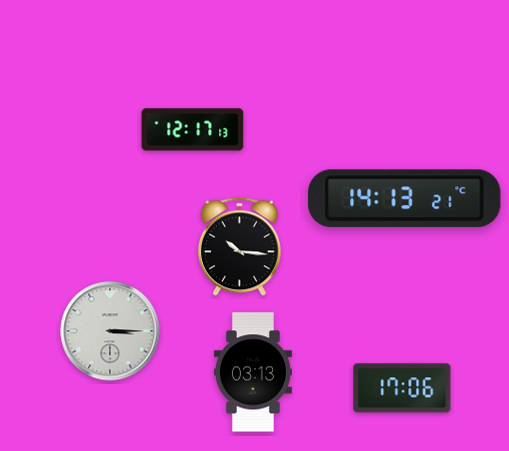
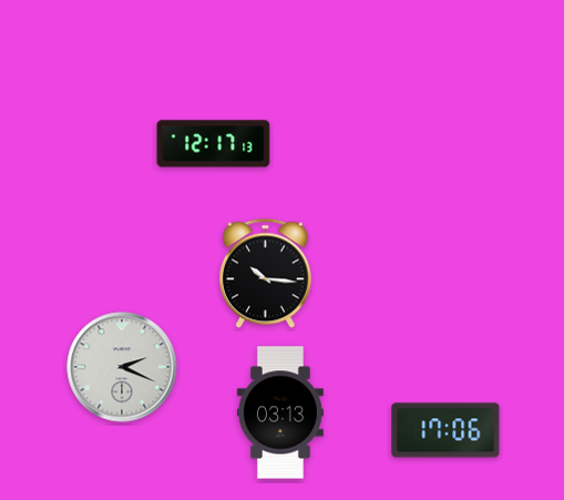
clock at (405, 199): 14:13 -> none
clock at (110, 331): 3:15 -> 2:19
